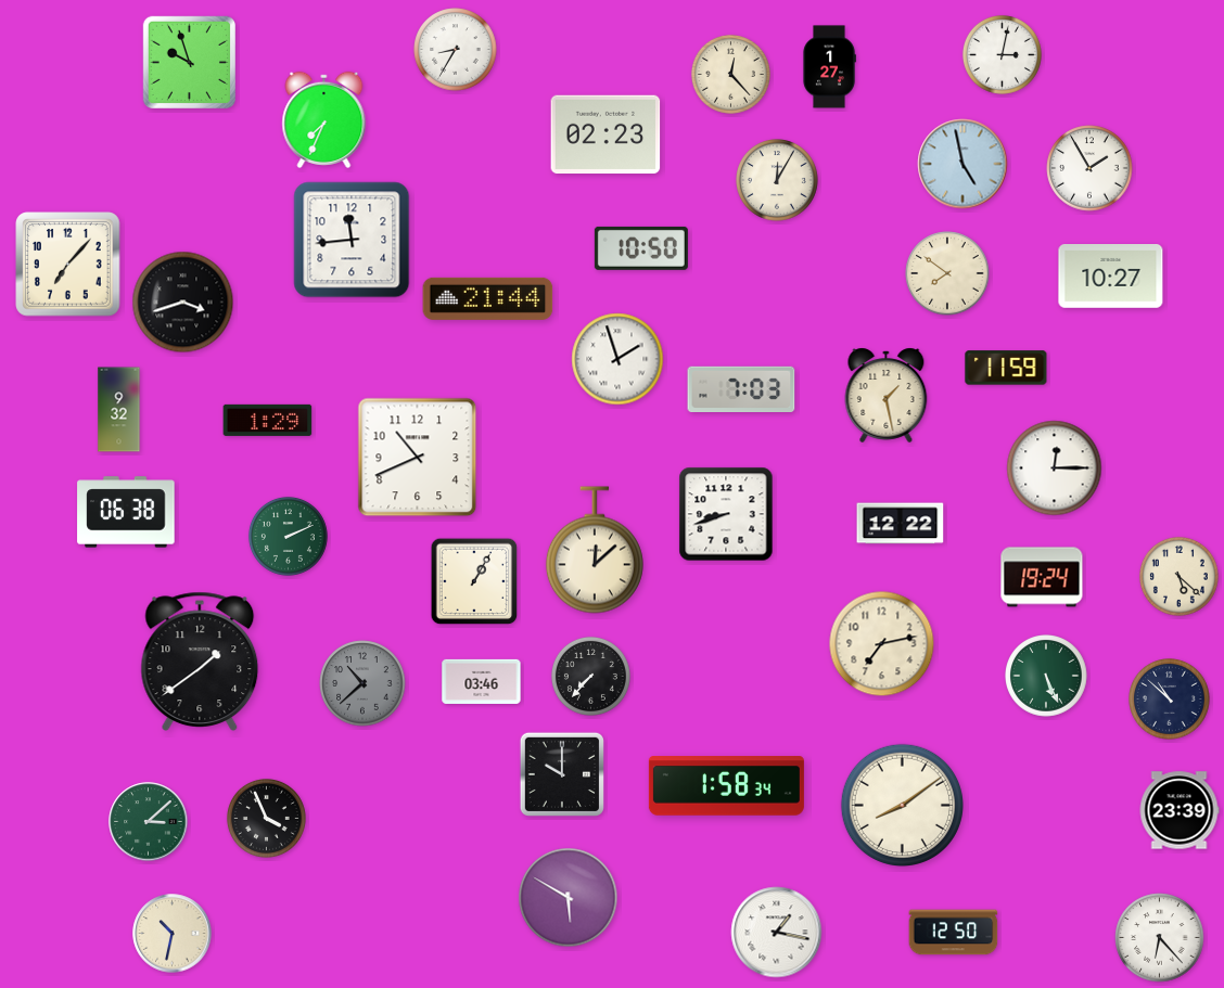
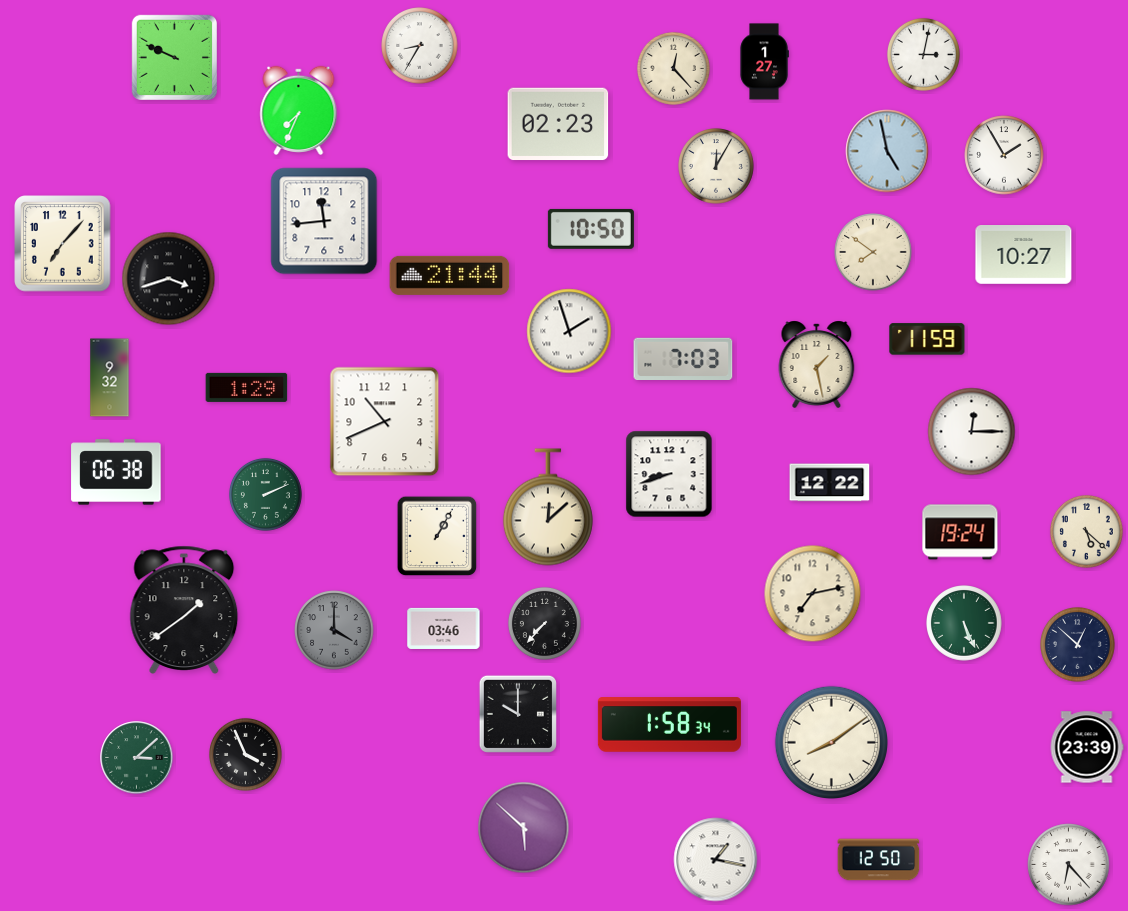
clock at (1002, 54) position: (1002, 54) -> (923, 54)
clock at (189, 62): 9:57 -> 9:49
clock at (362, 683): 10:38 -> 4:00
clock at (1170, 700): 10:52 -> 12:52
clock at (569, 898): 5:50 -> 5:52
clock at (173, 934): 10:32 -> none
